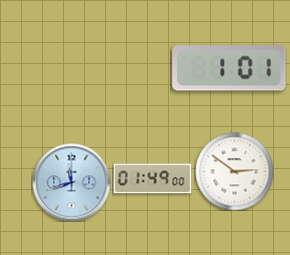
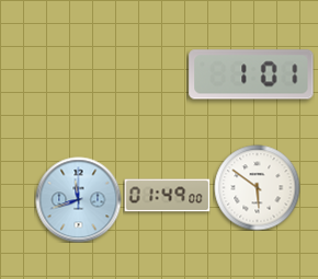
clock at (234, 171): 2:51 -> 5:51
